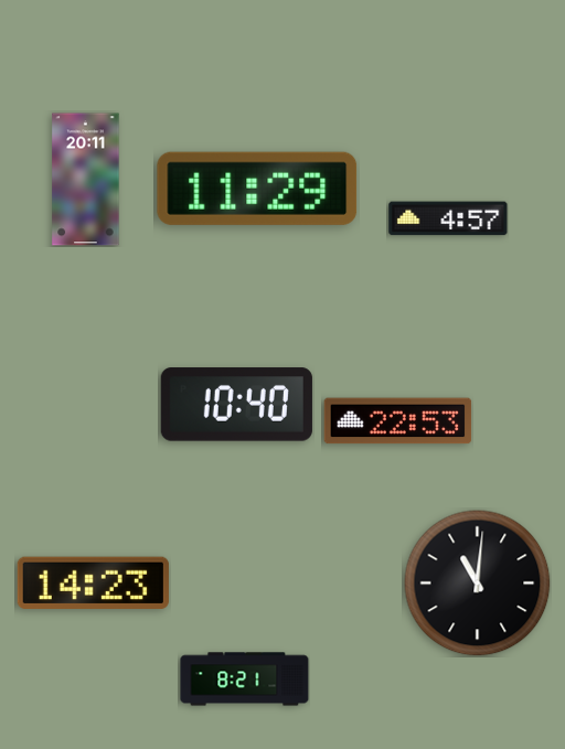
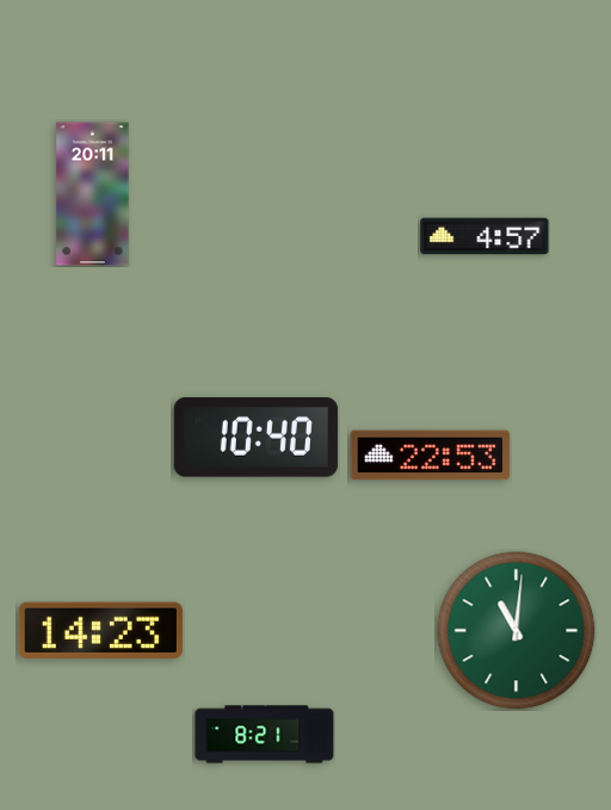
clock at (257, 189): 11:29 -> none
clock at (478, 584) dial: black -> green
